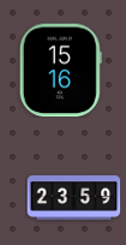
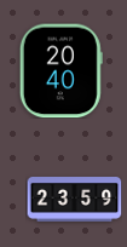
clock at (60, 70): 15:16 -> 20:40
